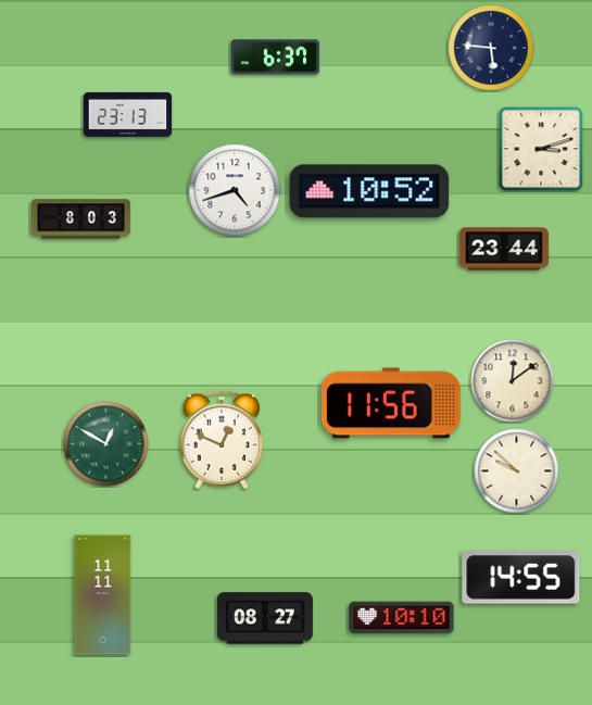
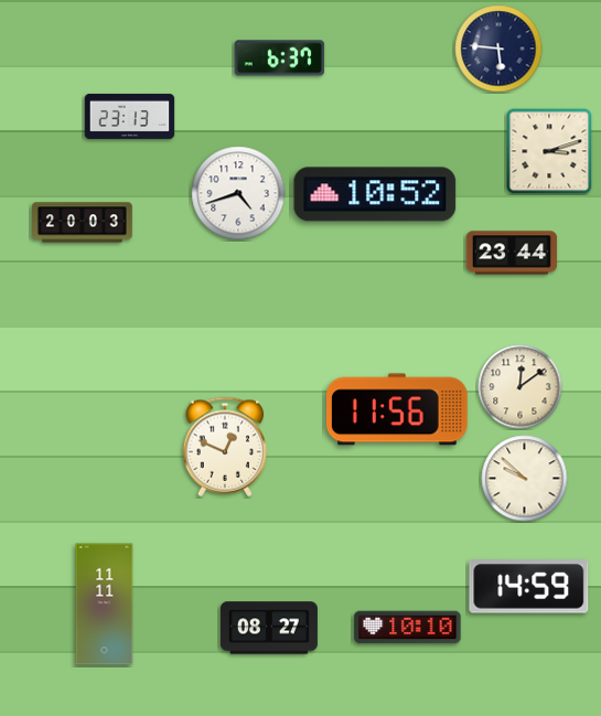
clock at (81, 219): 8:03 -> 20:03
clock at (106, 444): 12:50 -> none
clock at (521, 578): 14:55 -> 14:59
